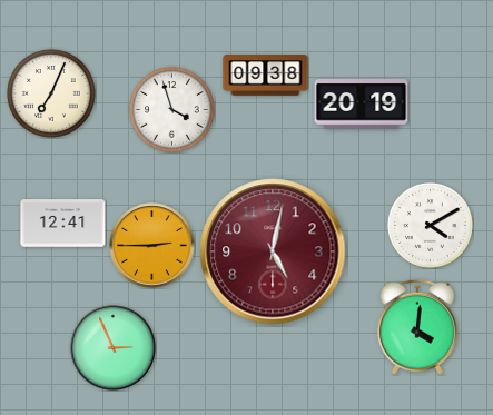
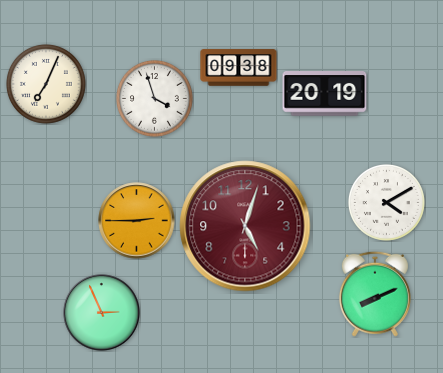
clock at (63, 224): 12:41 -> none
clock at (273, 251): 5:02 -> 5:03
clock at (417, 327): 4:01 -> 8:11
